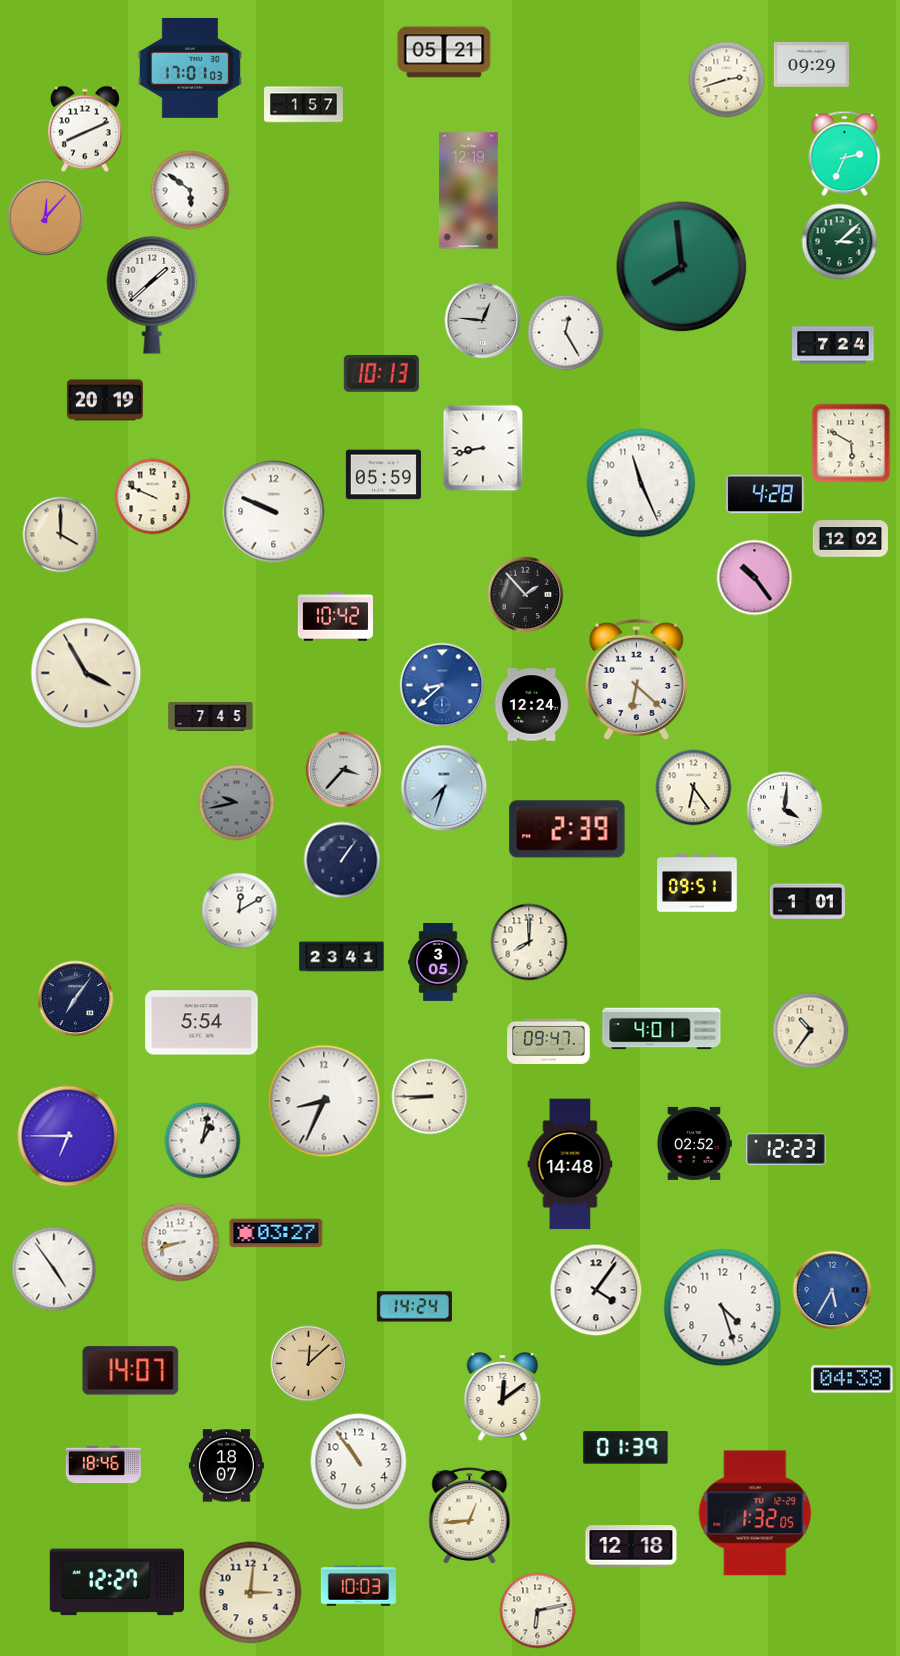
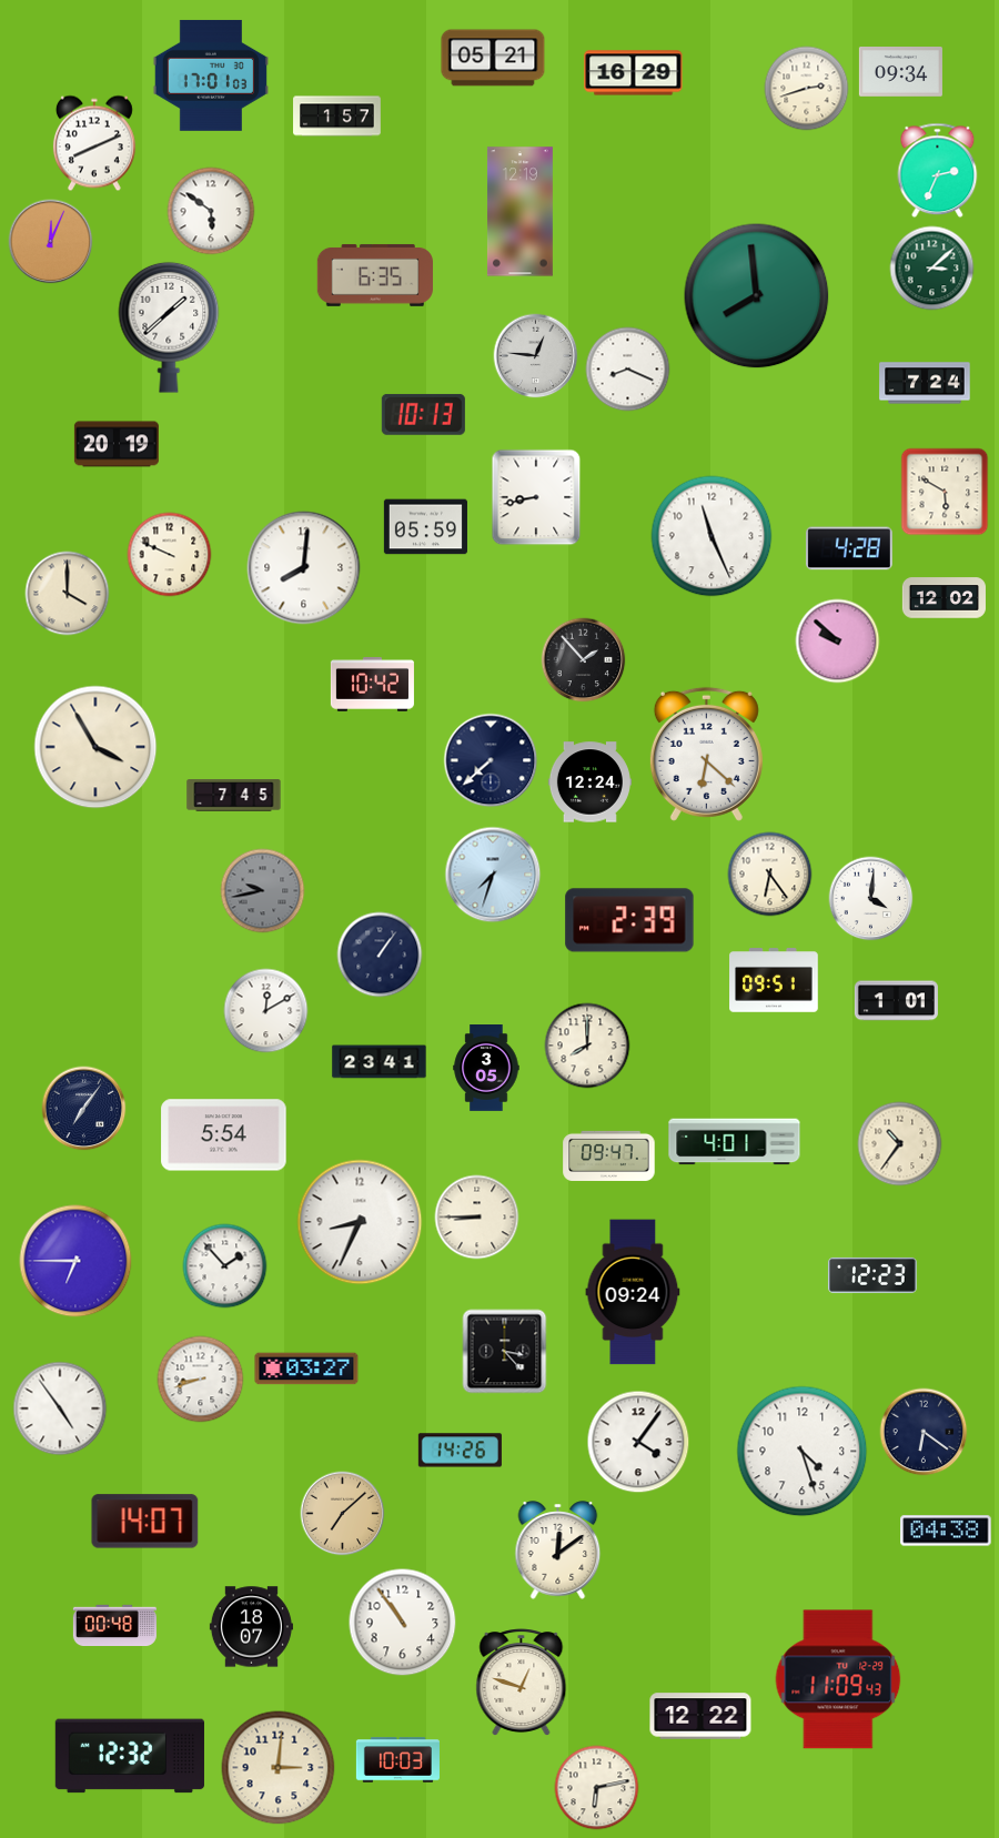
clock at (811, 65): 09:29 -> 09:34
clock at (634, 73): none -> 16:29
clock at (46, 218): 12:07 -> 12:04
clock at (375, 275): none -> 6:35
clock at (566, 333): 12:25 -> 8:19
clock at (153, 497) position: (153, 497) -> (170, 555)
clock at (274, 512): 9:49 -> 8:01
clock at (755, 578): 10:24 -> 9:52
clock at (442, 685): 8:38 -> 7:38
clock at (442, 685) dial: blue -> navy
clock at (344, 770): 3:37 -> none
clock at (203, 1141): 1:02 -> 1:53
clock at (694, 1143): 02:52 -> none
clock at (570, 1164): 14:48 -> 09:24
clock at (505, 1352): none -> 3:23
clock at (596, 1290) position: (596, 1290) -> (638, 1442)
clock at (832, 1290): 5:35 -> 6:21
clock at (832, 1290) dial: blue -> navy
clock at (414, 1307): 14:24 -> 14:26
clock at (309, 1364): 12:08 -> 7:08
clock at (626, 1448): 01:39 -> none
clock at (359, 1462) position: (359, 1462) -> (403, 1623)
clock at (103, 1465): 18:46 -> 00:48
clock at (755, 1513): 1:32 -> 11:09
clock at (470, 1516): 12:44 -> 12:48
clock at (631, 1546): 12:18 -> 12:22
clock at (117, 1582): 12:27 -> 12:32
